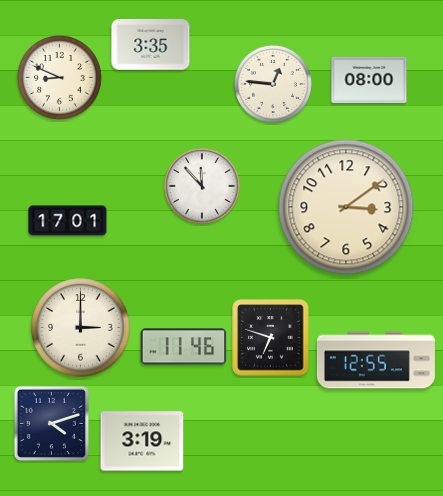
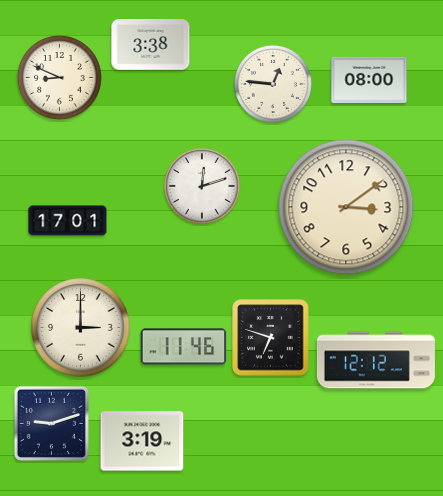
clock at (151, 45): 3:35 -> 3:38
clock at (202, 186): 11:53 -> 12:12
clock at (376, 360): 12:55 -> 12:12
clock at (51, 423): 4:12 -> 9:12
